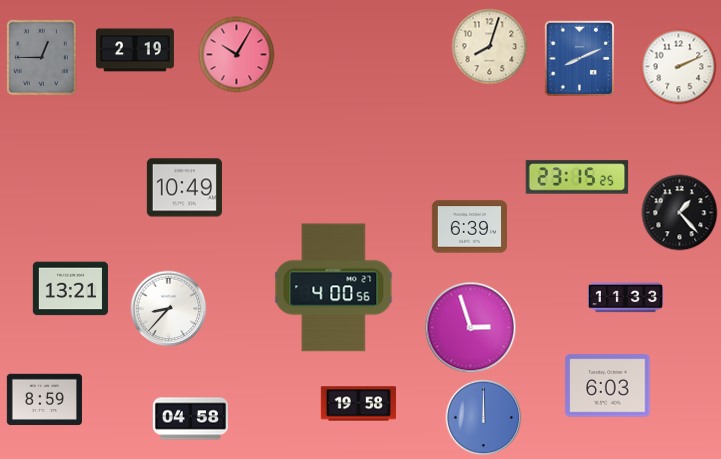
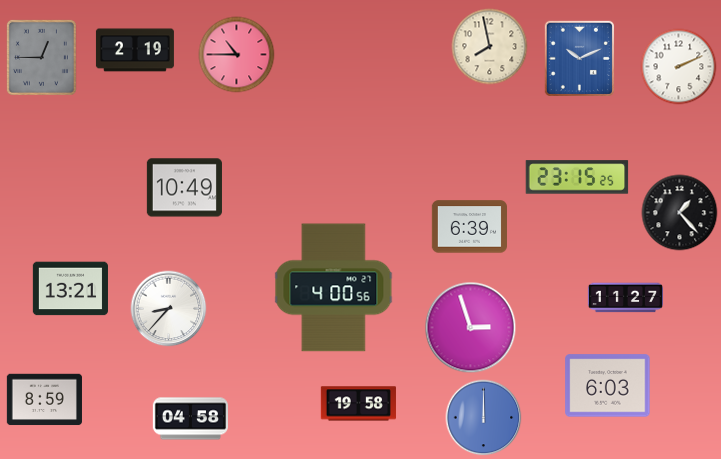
clock at (490, 47): 8:03 -> 7:58
clock at (237, 55): 10:05 -> 10:45
clock at (579, 58): 8:11 -> 10:11
clock at (625, 298): 11:33 -> 11:27
